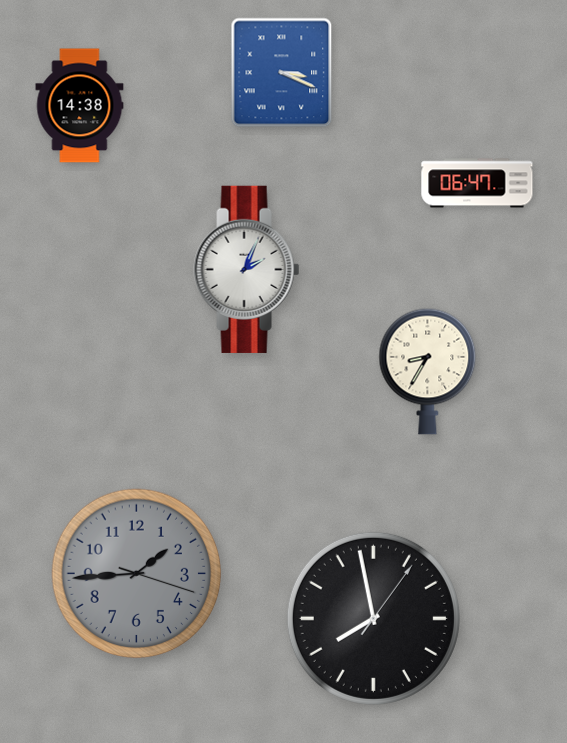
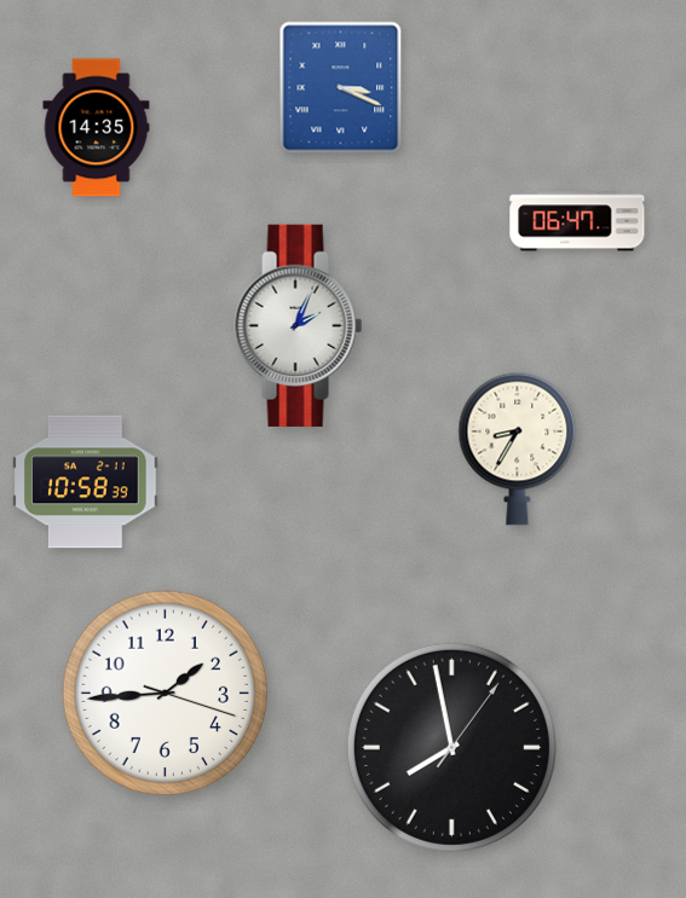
clock at (80, 106): 14:38 -> 14:35
clock at (86, 482): none -> 10:58
clock at (137, 574) dial: grey -> white
